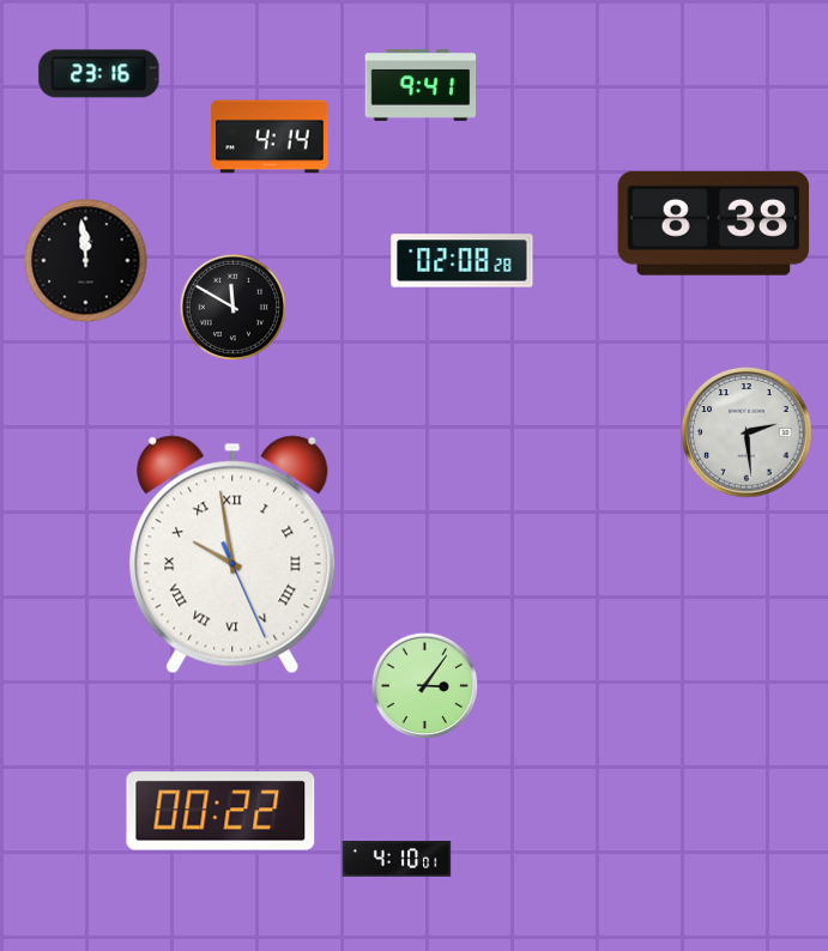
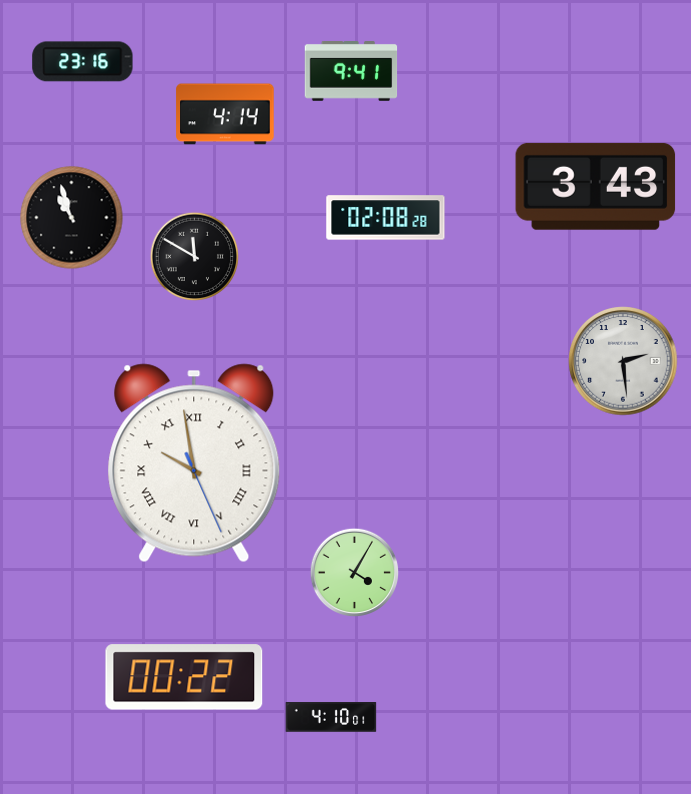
clock at (714, 223): 8:38 -> 3:43
clock at (86, 261): 11:59 -> 10:57
clock at (425, 686): 3:06 -> 4:05
